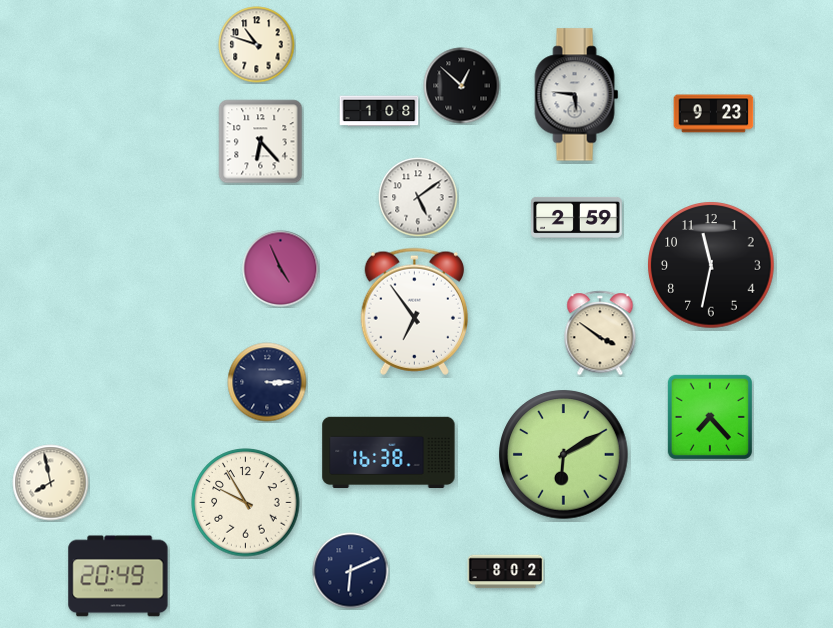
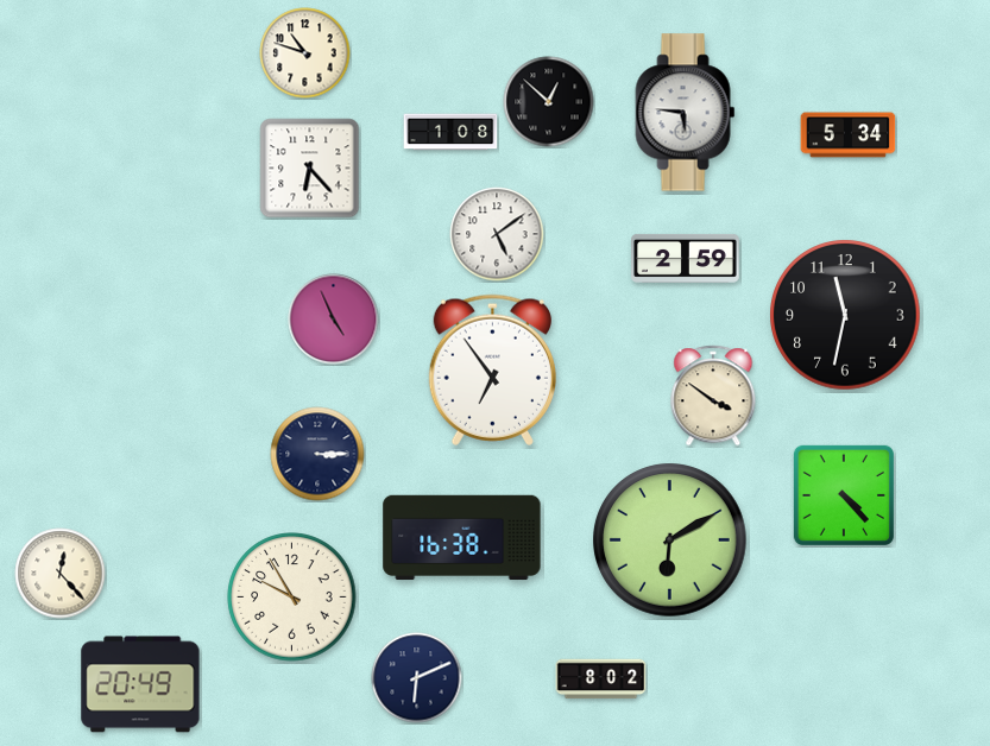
clock at (714, 114): 9:23 -> 5:34
clock at (710, 417): 7:23 -> 4:23
clock at (51, 483): 7:58 -> 12:23
